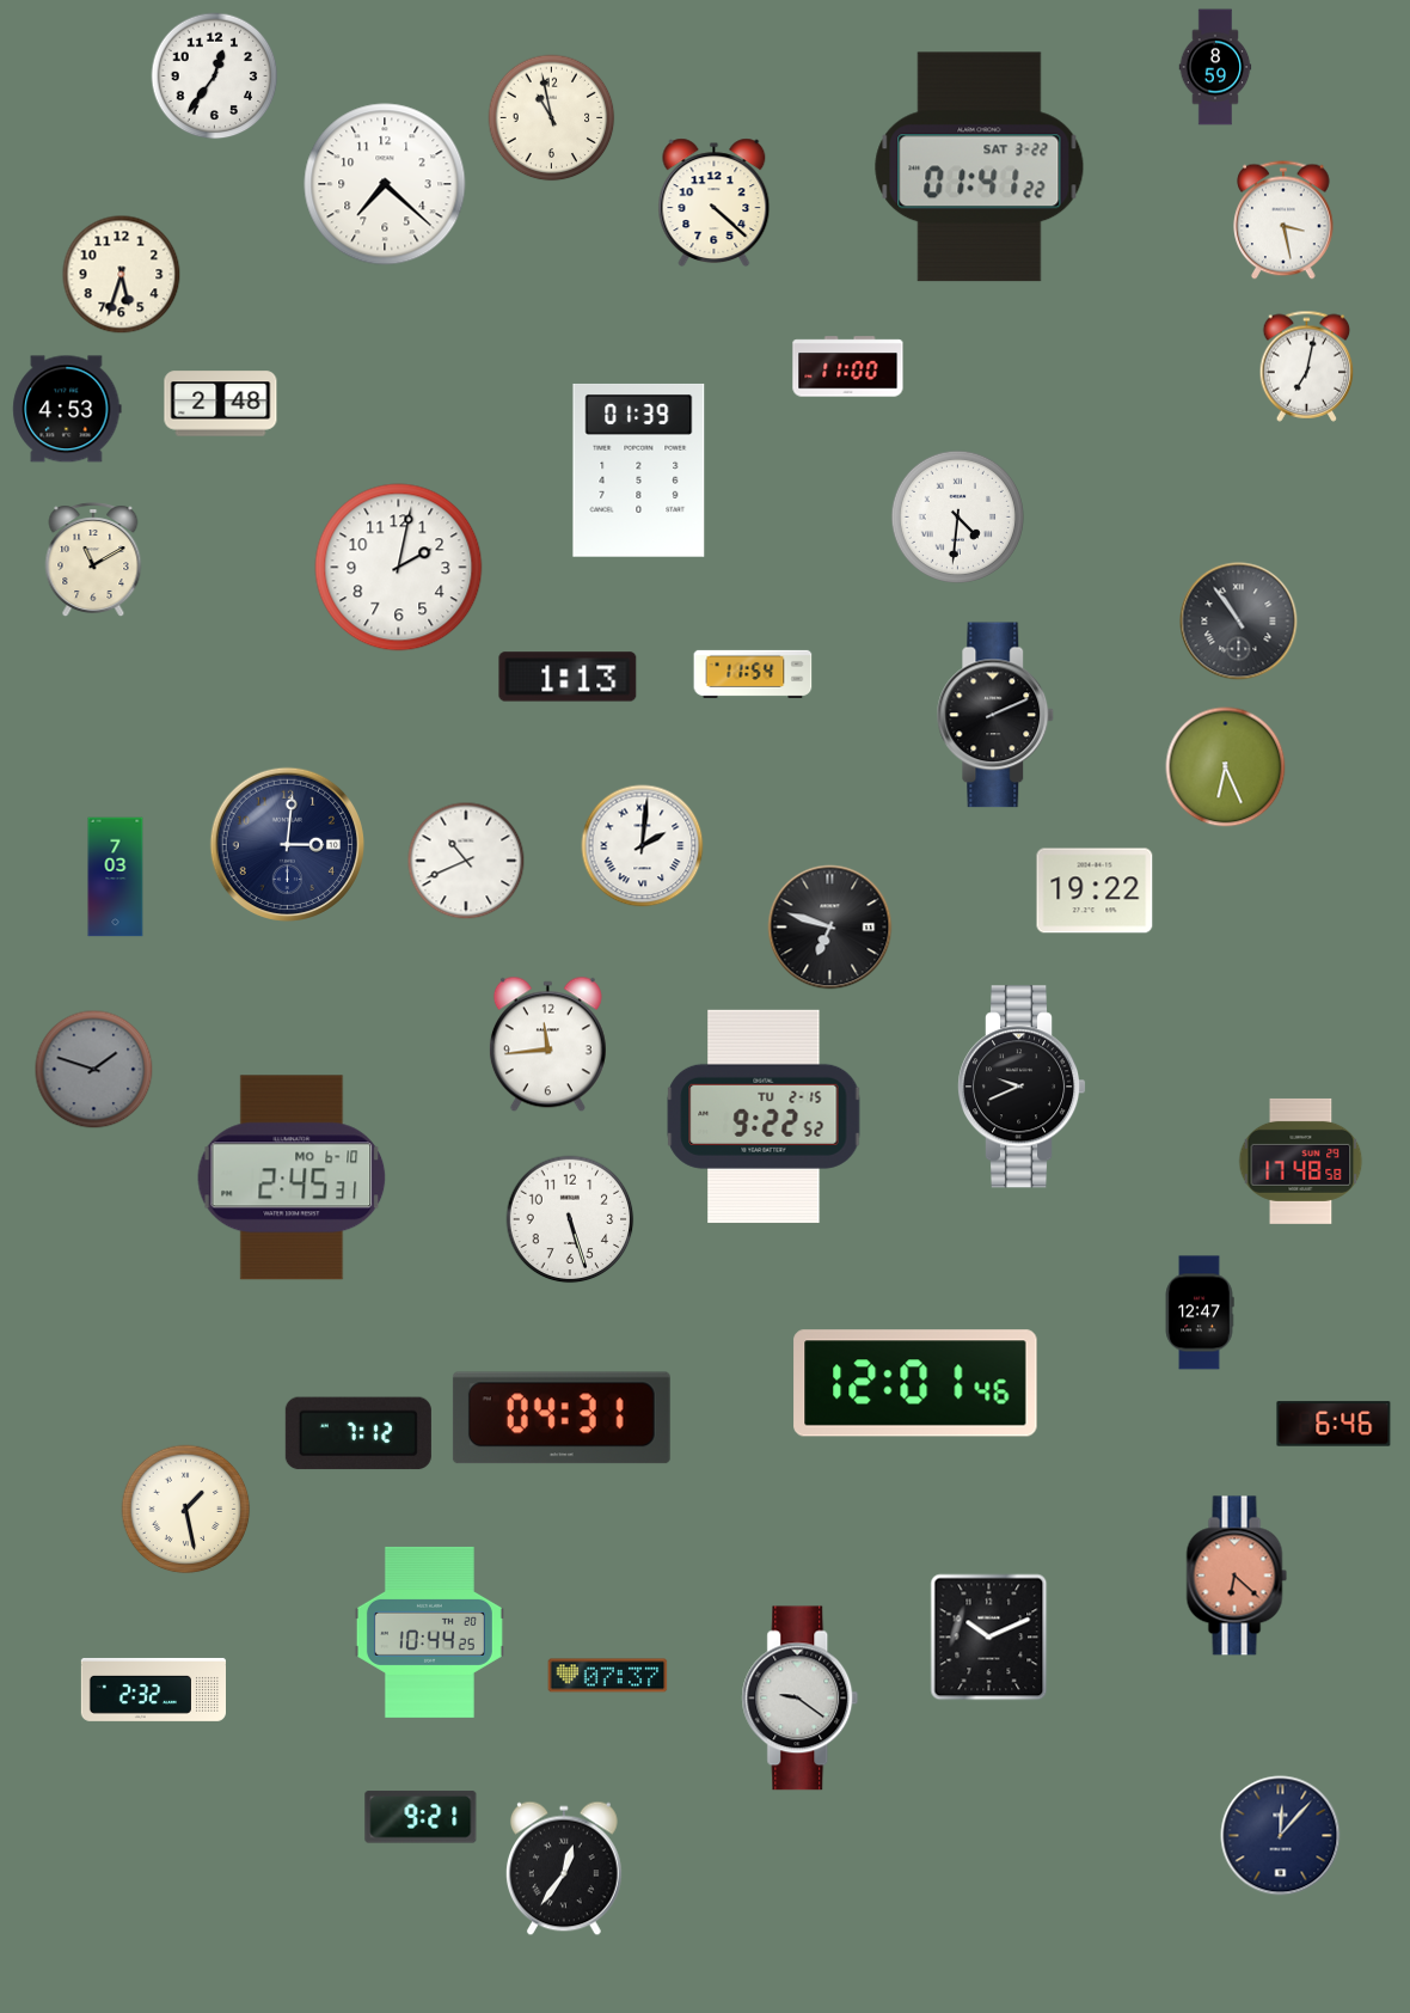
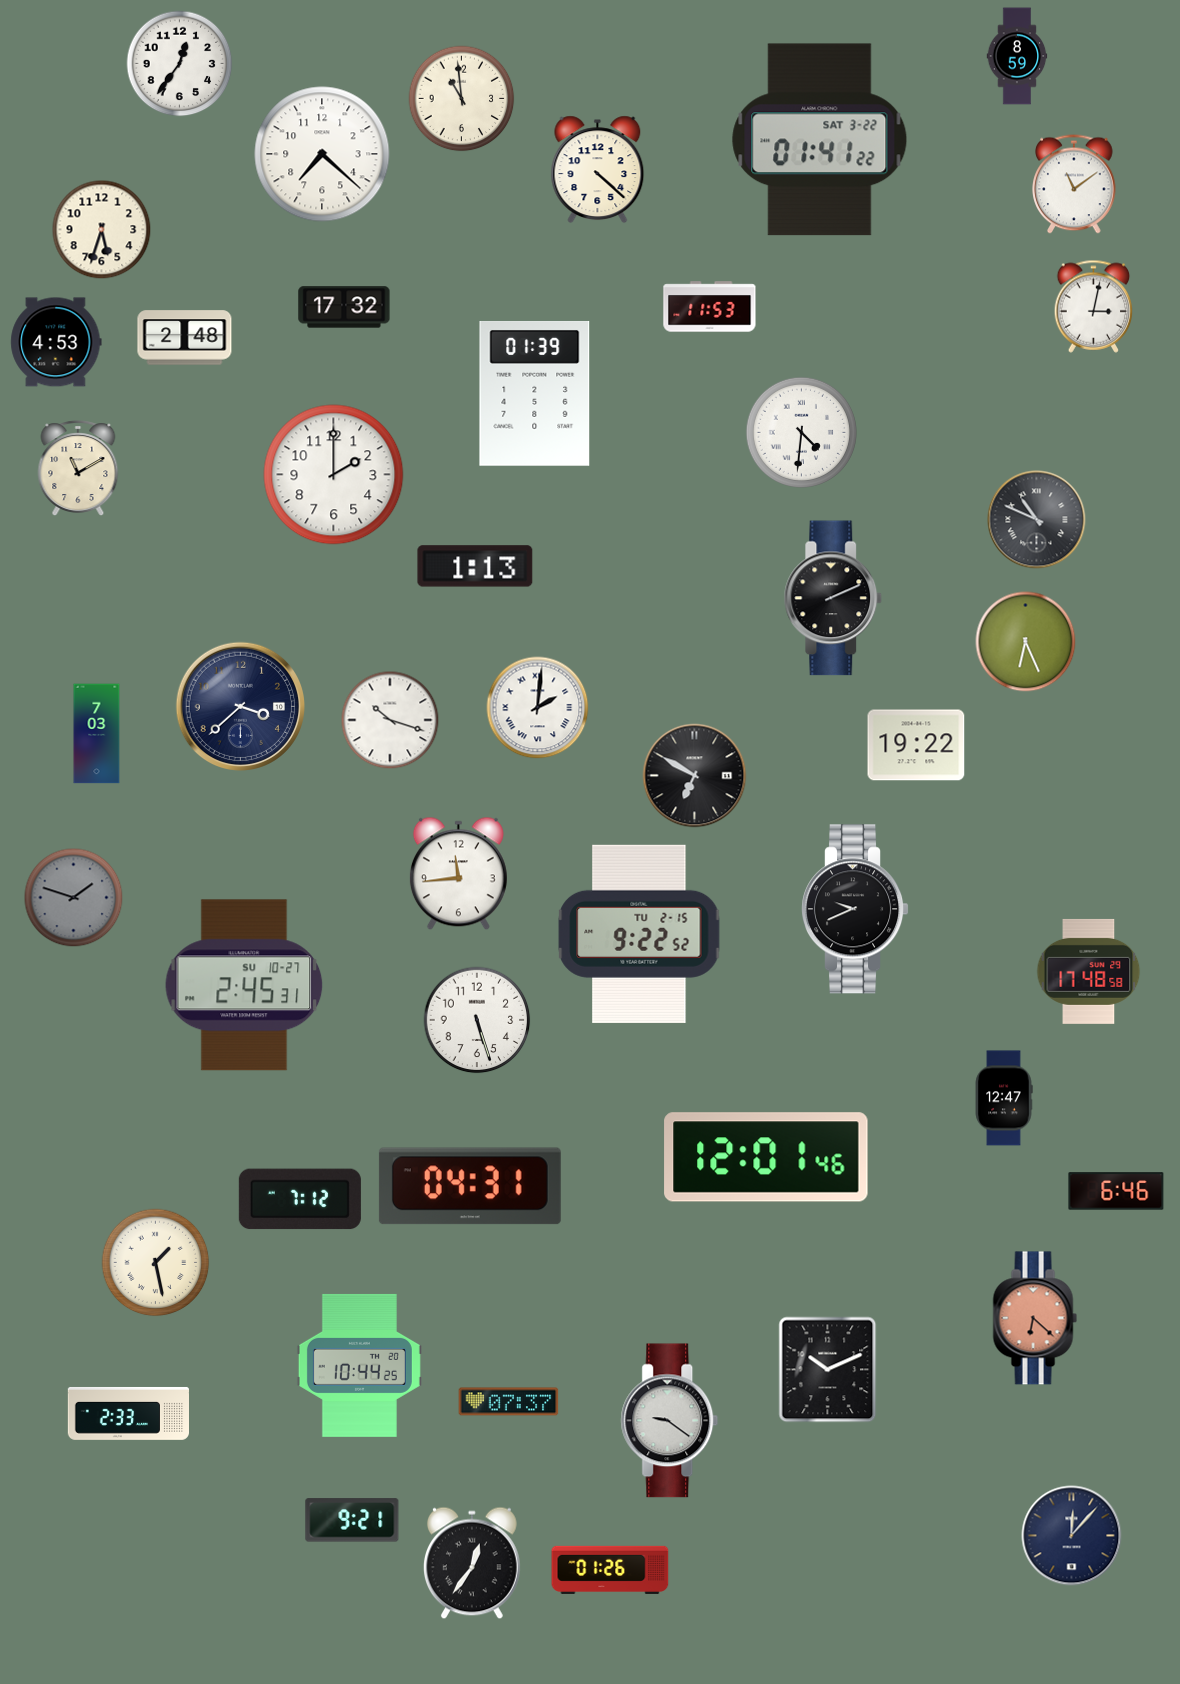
clock at (552, 118): 10:58 -> 10:59
clock at (1283, 220): 3:28 -> 11:09
clock at (1307, 366): 7:02 -> 3:02
clock at (344, 307): none -> 17:32
clock at (848, 367): 11:00 -> 11:53
clock at (399, 568): 2:02 -> 2:00
clock at (1239, 622): 10:54 -> 10:49
clock at (753, 674): 11:54 -> none
clock at (287, 844): 3:01 -> 3:38
clock at (466, 861): 10:41 -> 10:18
clock at (830, 928): 6:48 -> 6:50
clock at (94, 1070) position: (94, 1070) -> (74, 898)
clock at (292, 1177) date: MO 6-10 -> SU 10-27
clock at (153, 1689): 2:32 -> 2:33
clock at (610, 1570): none -> 01:26
